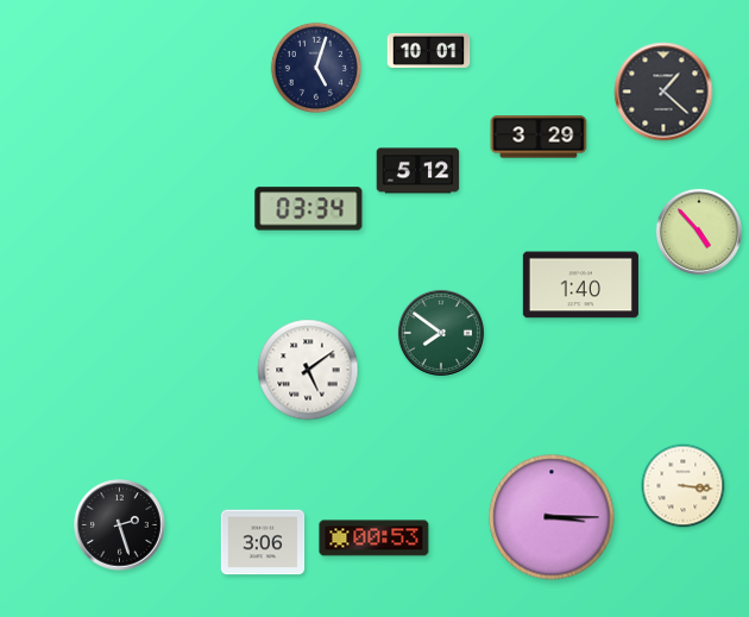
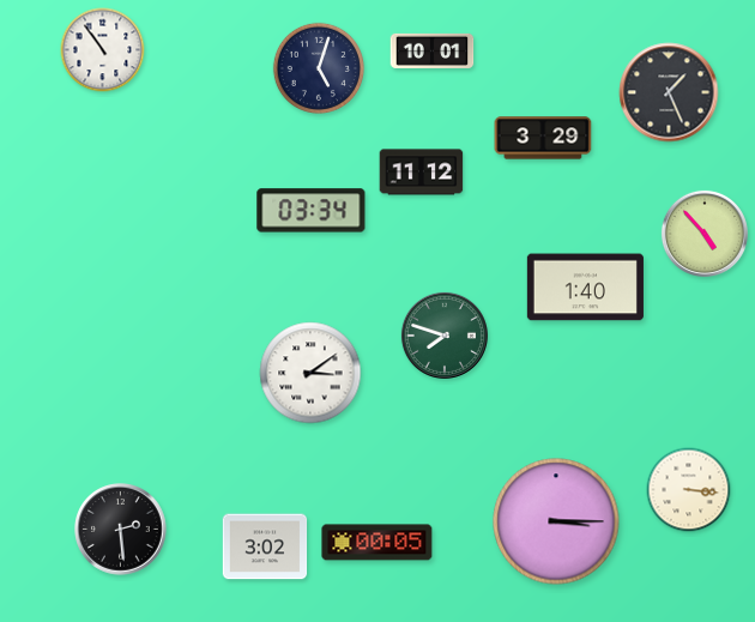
clock at (103, 50): none -> 10:54
clock at (663, 92): 1:22 -> 1:26
clock at (418, 171): 5:12 -> 11:12
clock at (441, 333): 7:51 -> 7:48
clock at (308, 370): 5:09 -> 3:09
clock at (120, 525): 2:27 -> 2:29
clock at (374, 539): 00:53 -> 00:05
clock at (263, 542): 3:06 -> 3:02
